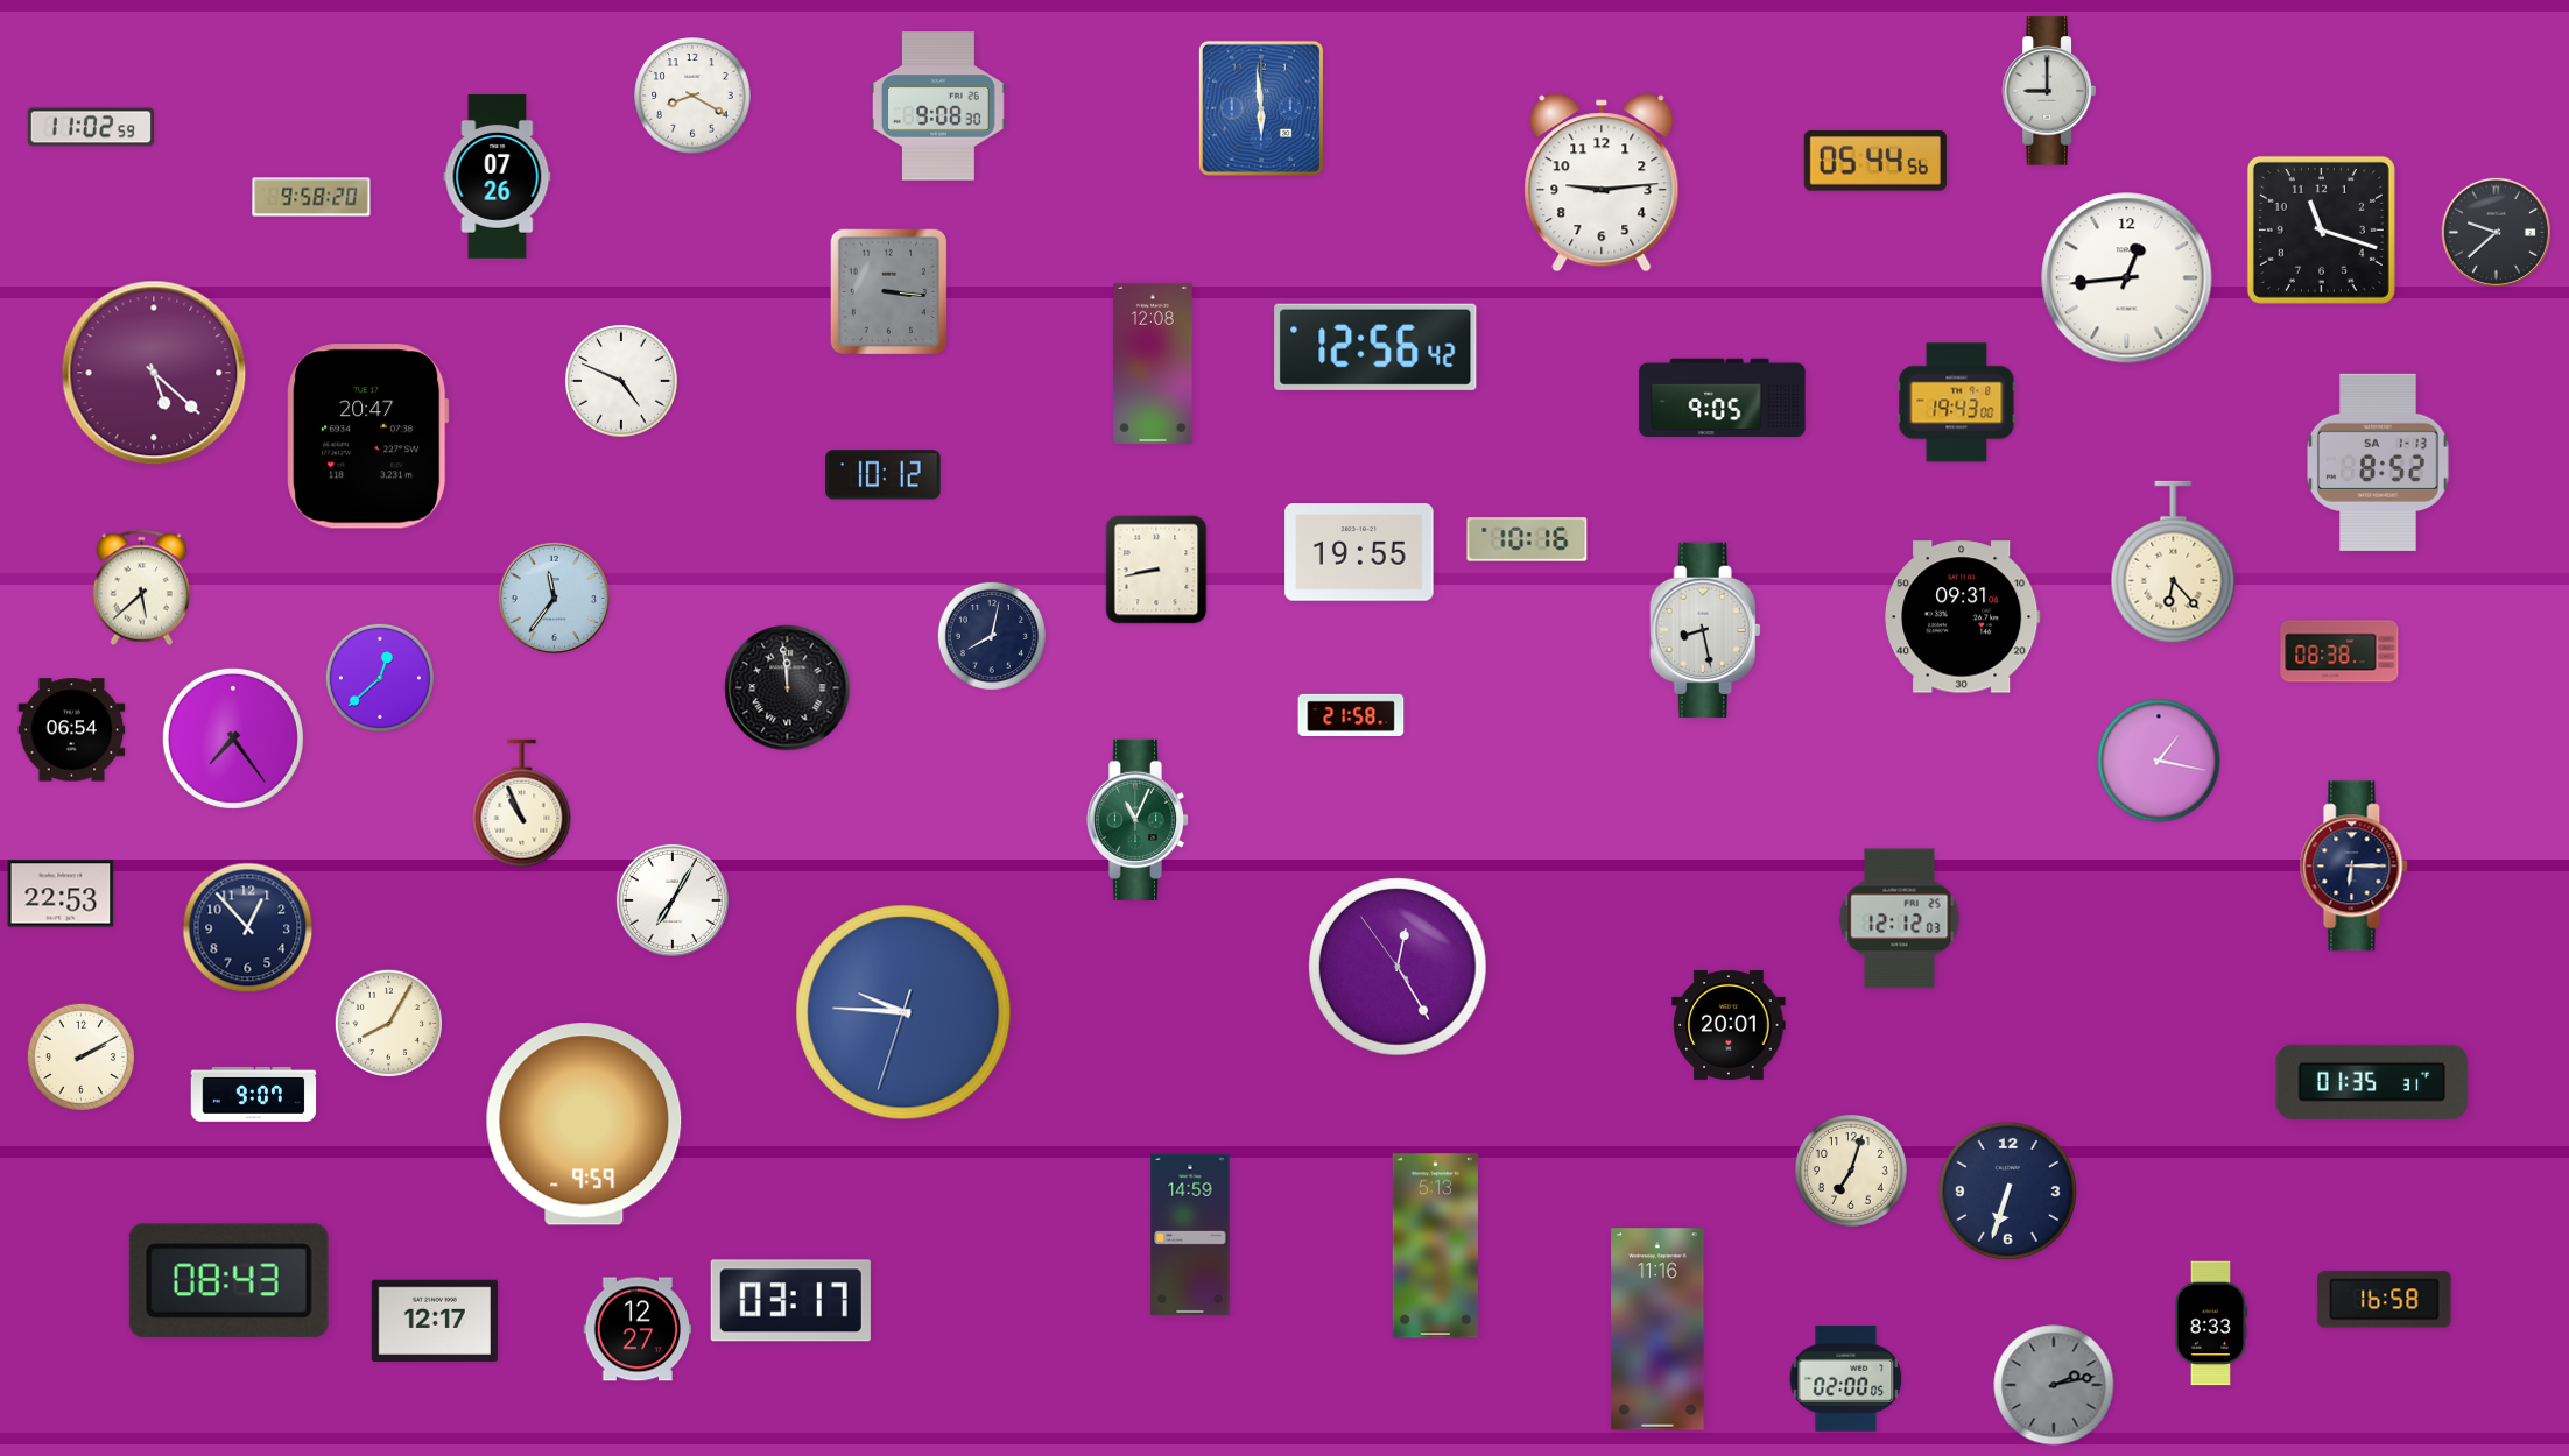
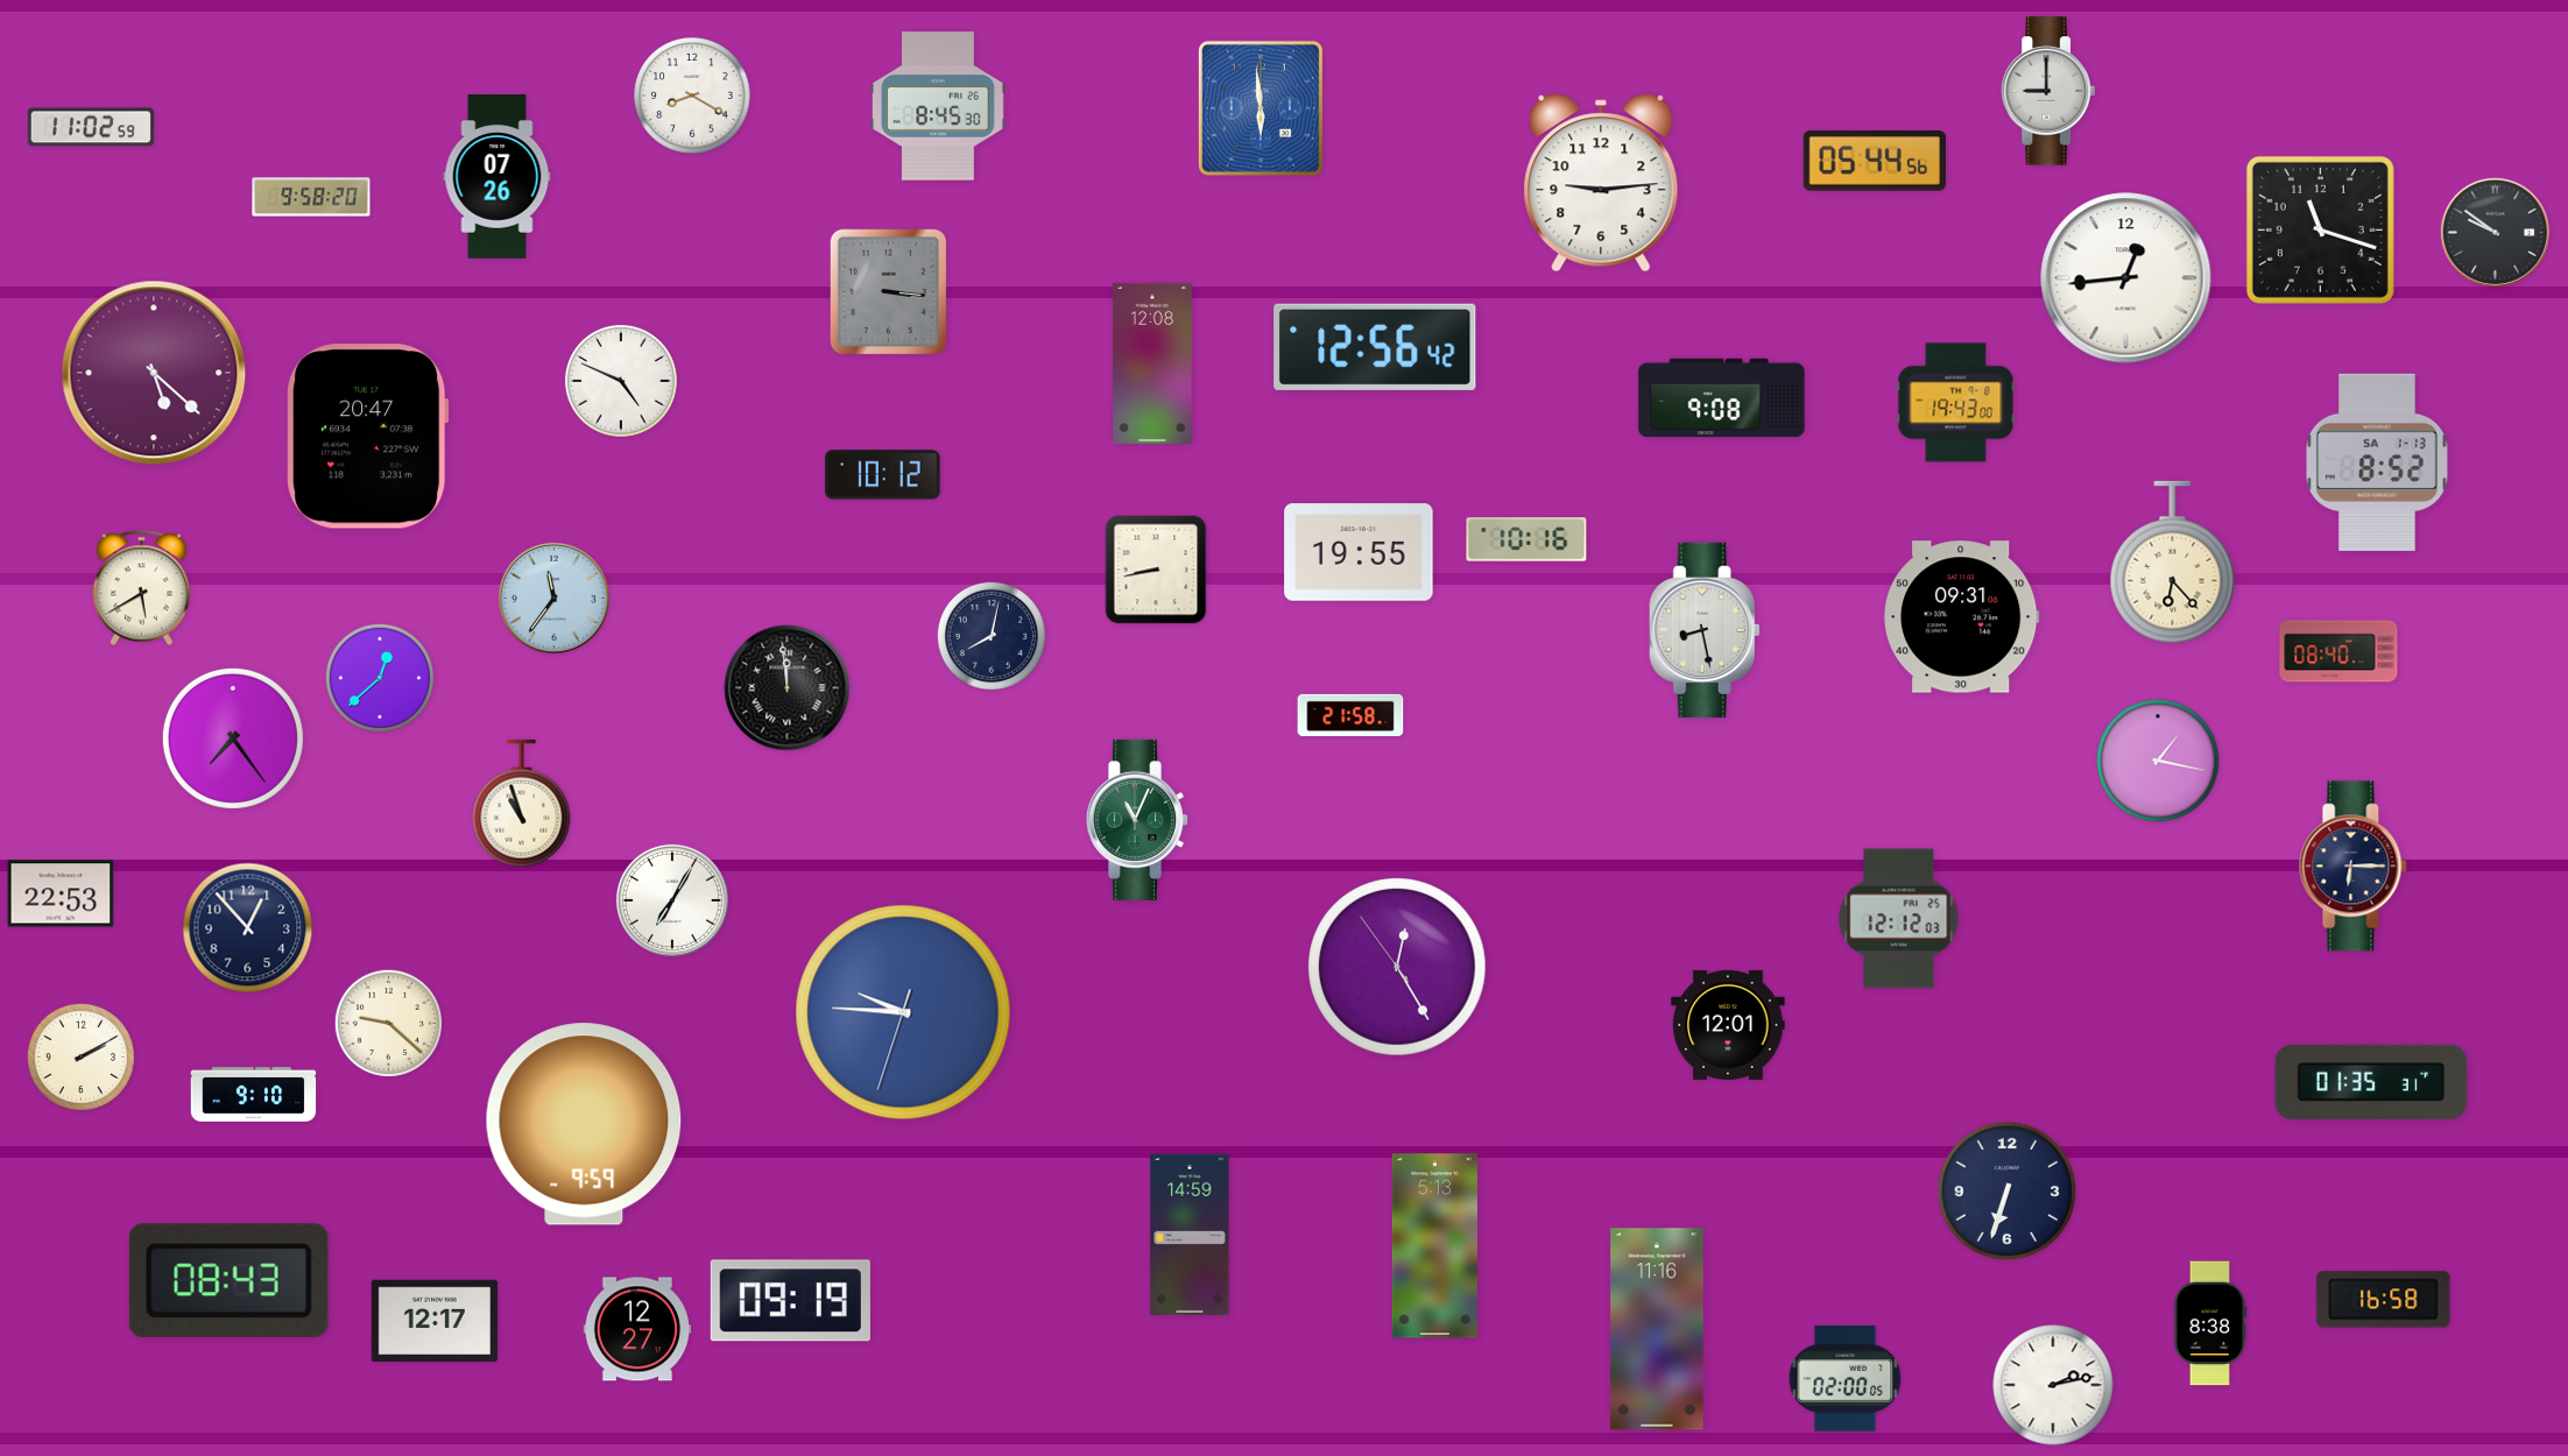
clock at (939, 106): 9:08 -> 8:45
clock at (2496, 232): 9:38 -> 9:51
clock at (1723, 398): 9:05 -> 9:08
clock at (142, 588): 5:38 -> 5:40
clock at (2339, 651): 08:38 -> 08:40
clock at (72, 730): 06:54 -> none
clock at (522, 804): 10:56 -> 10:57
clock at (388, 1023): 8:05 -> 9:22
clock at (1729, 1025): 20:01 -> 12:01
clock at (254, 1095): 9:07 -> 9:10
clock at (1851, 1171): 7:03 -> none
clock at (790, 1301): 03:17 -> 09:19
clock at (2211, 1323): 8:33 -> 8:38
clock at (2054, 1385) dial: grey -> white
